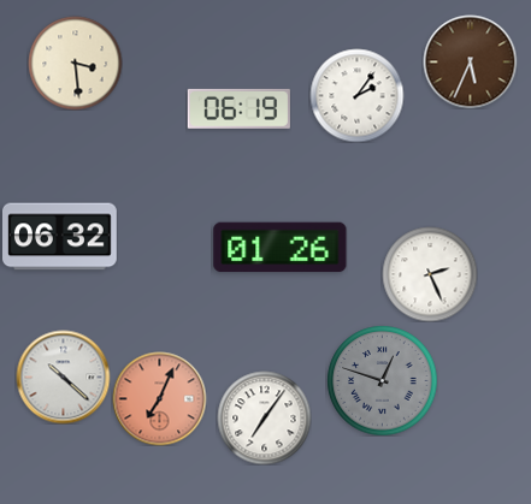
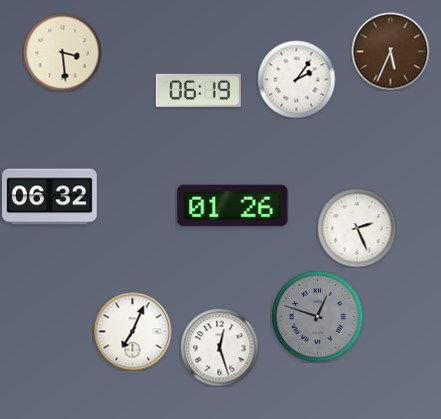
clock at (63, 376): 10:22 -> none
clock at (159, 398) dial: salmon -> white
clock at (264, 417): 7:06 -> 12:27
